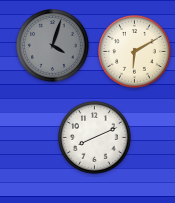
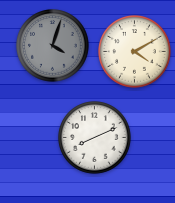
clock at (135, 52): 6:10 -> 4:10
